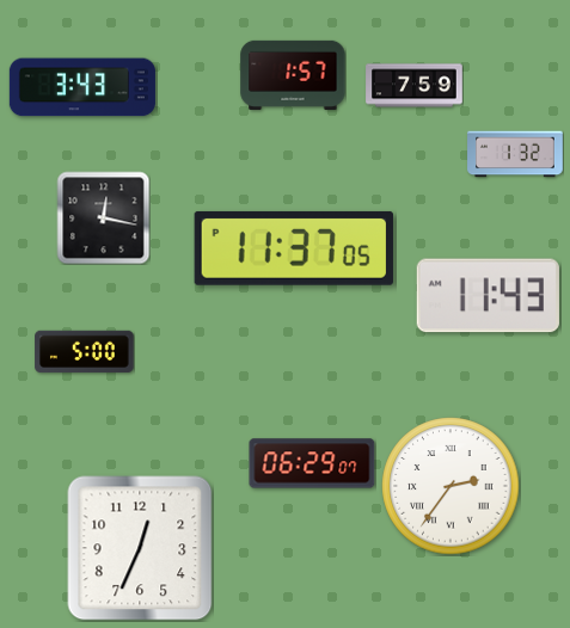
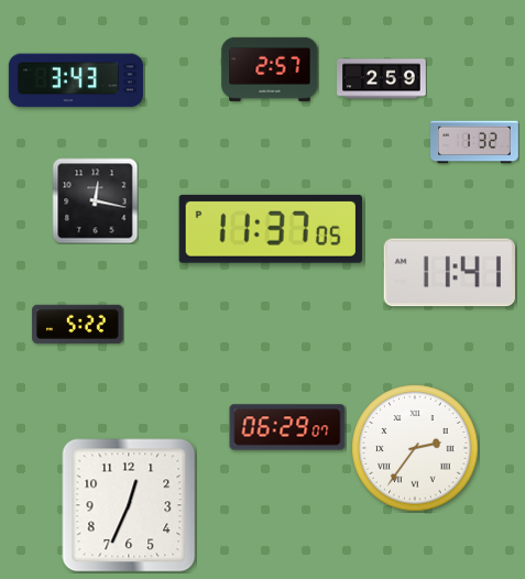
clock at (293, 75): 1:57 -> 2:57
clock at (415, 86): 7:59 -> 2:59
clock at (488, 296): 11:43 -> 11:41
clock at (85, 351): 5:00 -> 5:22
